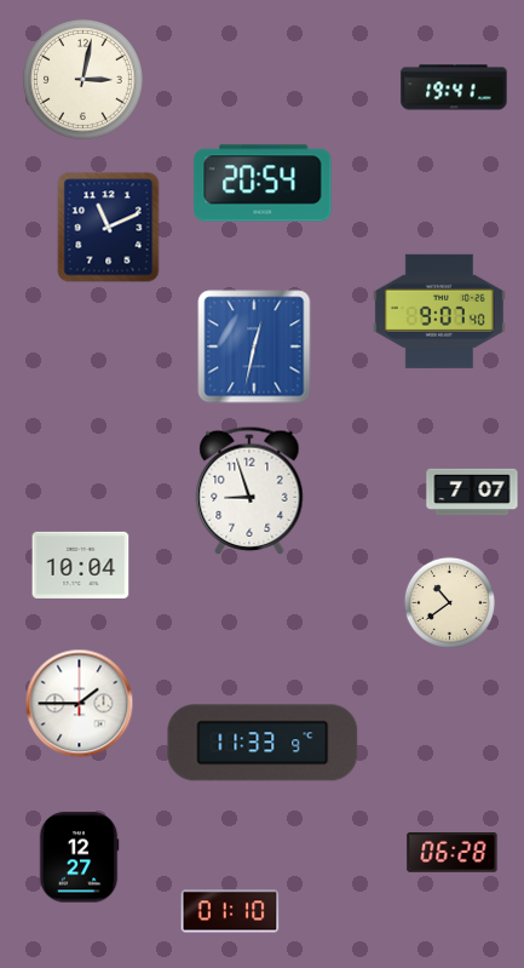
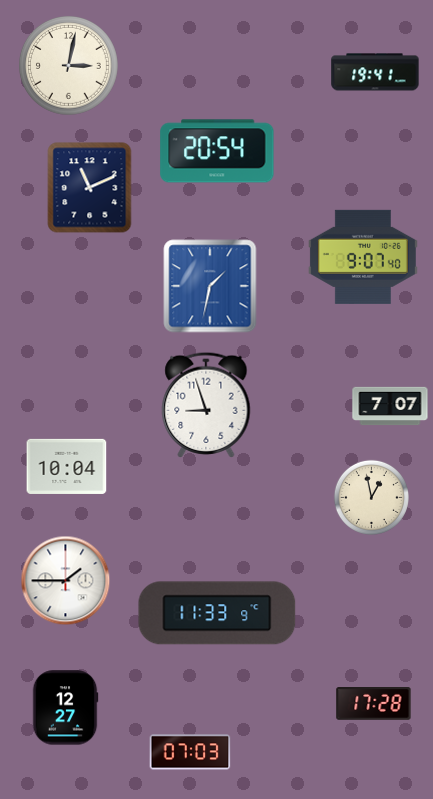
clock at (254, 346): 12:32 -> 1:32
clock at (449, 602): 10:39 -> 12:58
clock at (453, 853): 06:28 -> 17:28
clock at (230, 911): 01:10 -> 07:03
